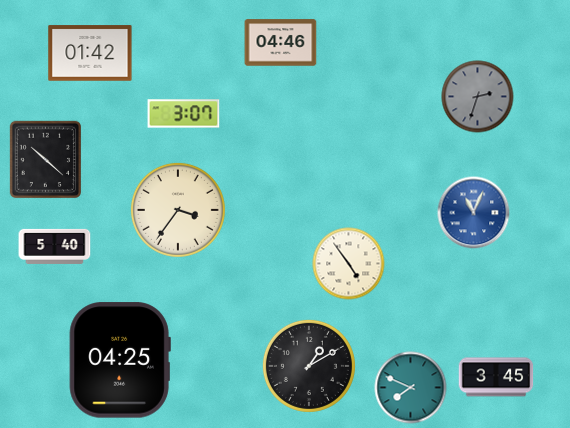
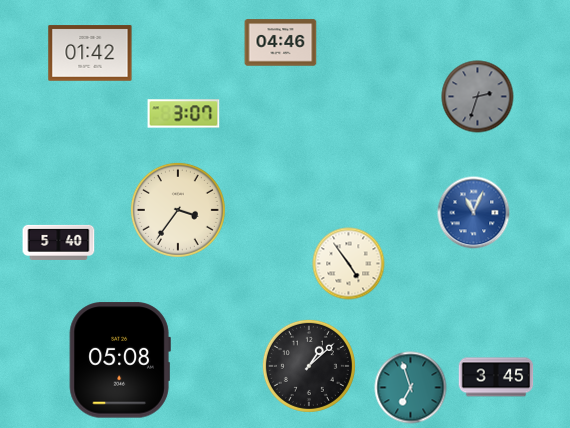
clock at (45, 160): 10:22 -> none
clock at (55, 246) position: (55, 246) -> (59, 242)
clock at (120, 360): 04:25 -> 05:08
clock at (309, 366): 1:10 -> 1:08
clock at (411, 388): 7:49 -> 6:57
